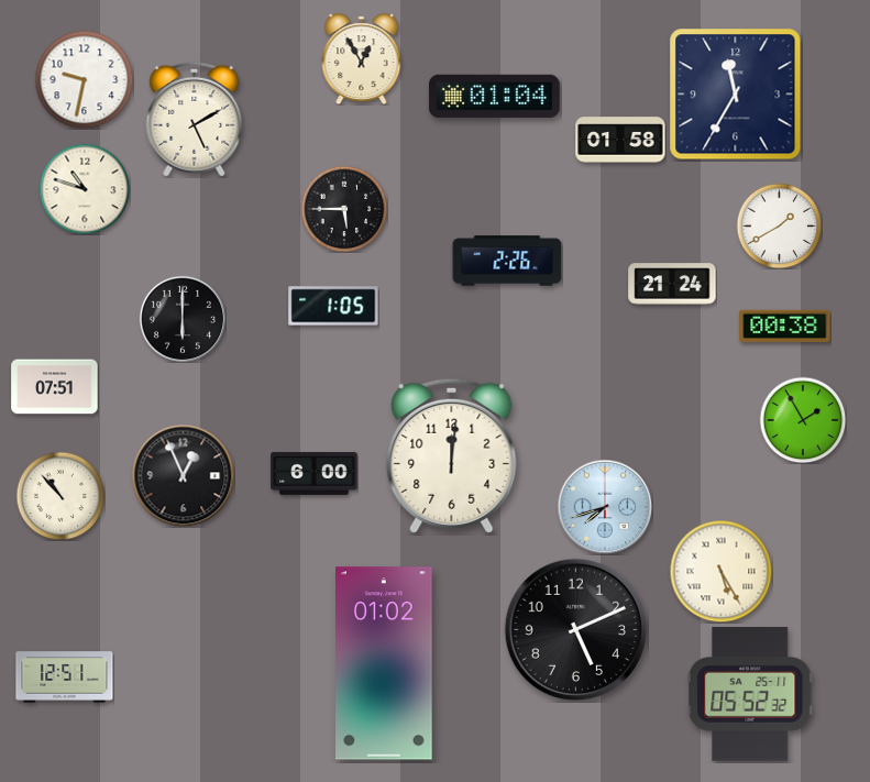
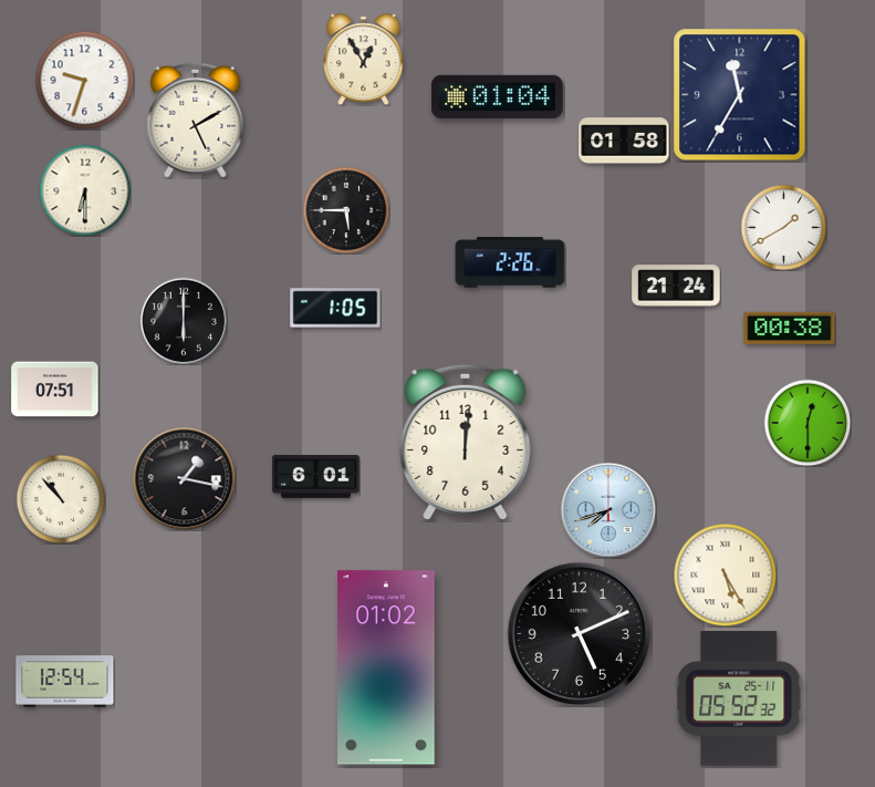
clock at (84, 79): 9:32 -> 9:33
clock at (85, 189): 10:48 -> 6:30
clock at (803, 420): 1:55 -> 12:30
clock at (452, 455) position: (452, 455) -> (466, 442)
clock at (315, 474): 6:00 -> 6:01
clock at (183, 475): 12:56 -> 1:17
clock at (65, 678): 12:51 -> 12:54
clock at (750, 694) position: (750, 694) -> (739, 698)
